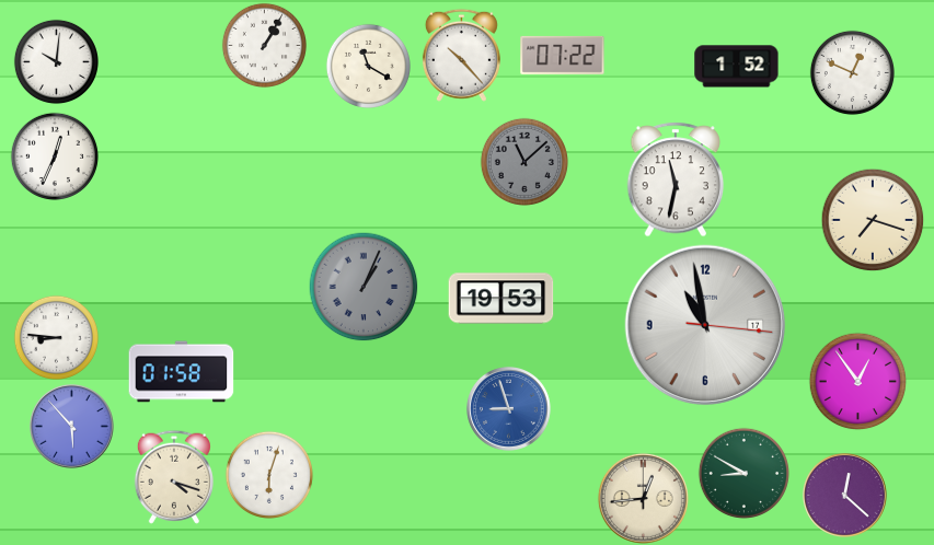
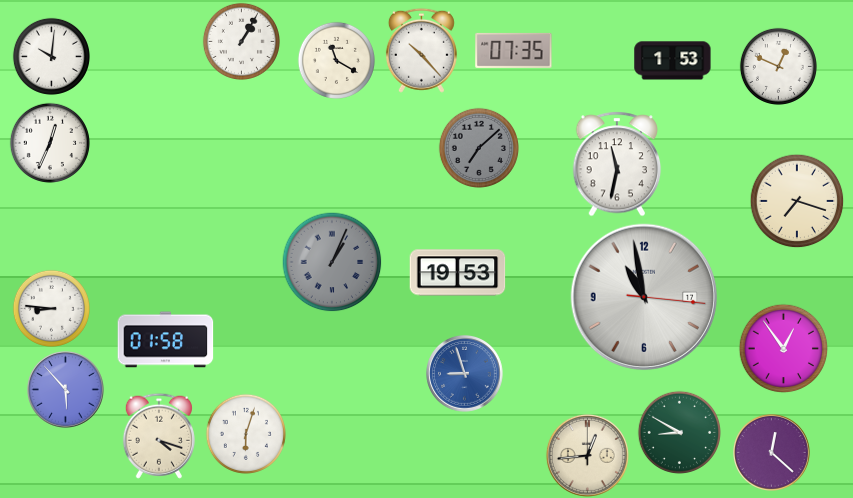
clock at (563, 55): 07:22 -> 07:35
clock at (737, 67): 1:52 -> 1:53
clock at (524, 162): 11:08 -> 7:08
